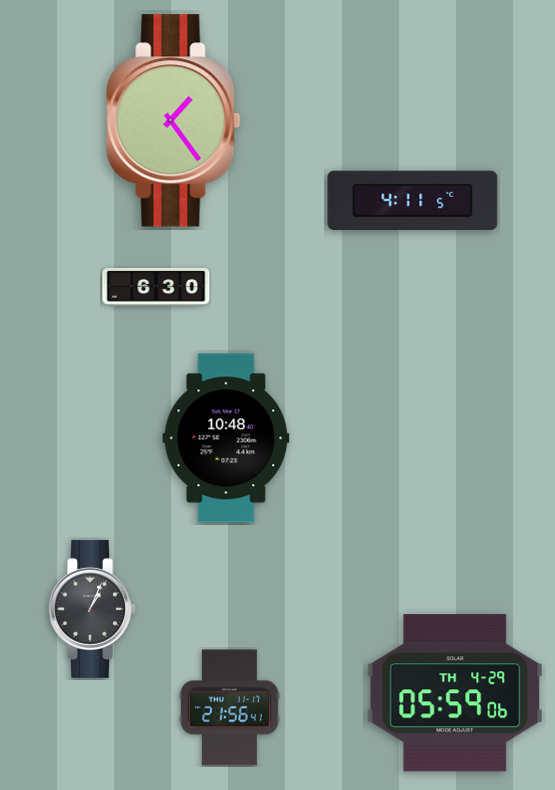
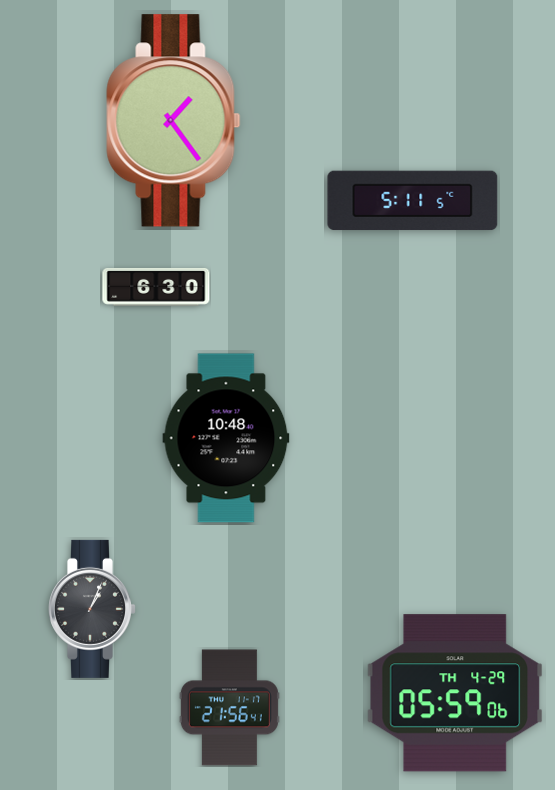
clock at (413, 201): 4:11 -> 5:11
